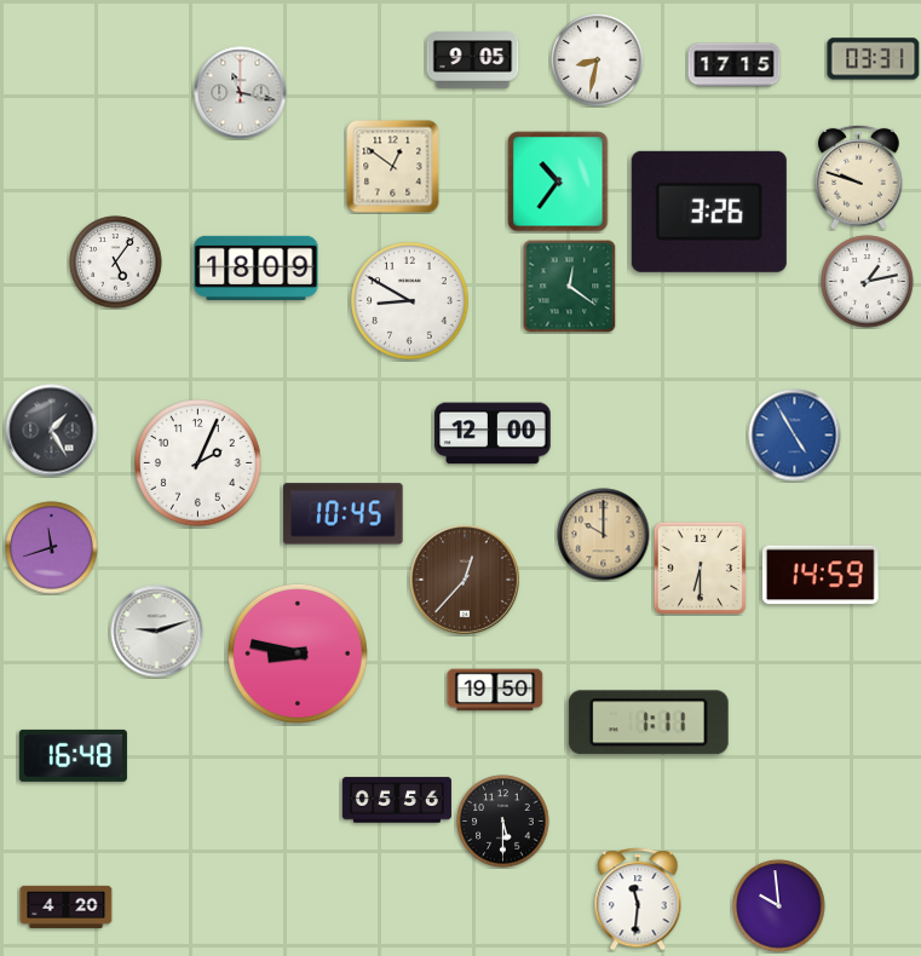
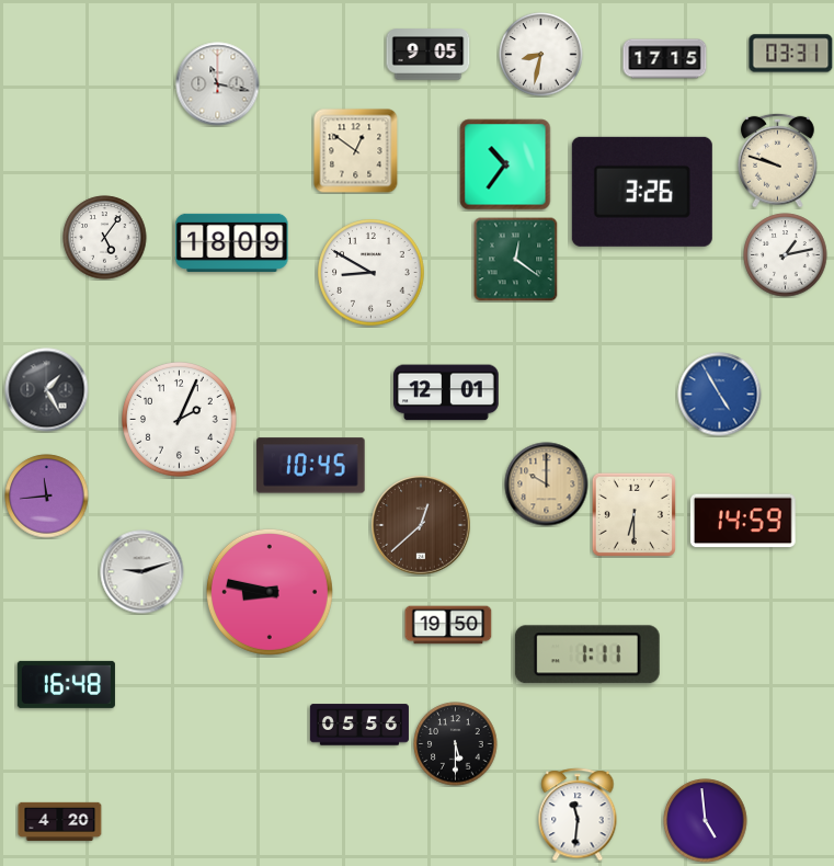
clock at (494, 433): 12:00 -> 12:01
clock at (52, 548): 11:42 -> 11:44
clock at (465, 580): 12:37 -> 12:38
clock at (779, 906): 9:59 -> 4:59
